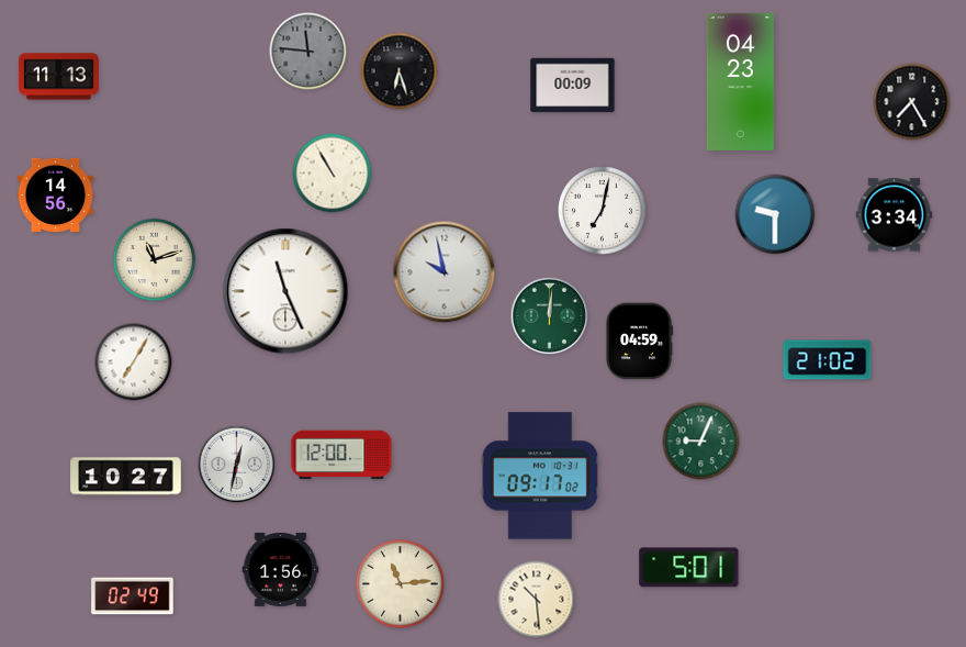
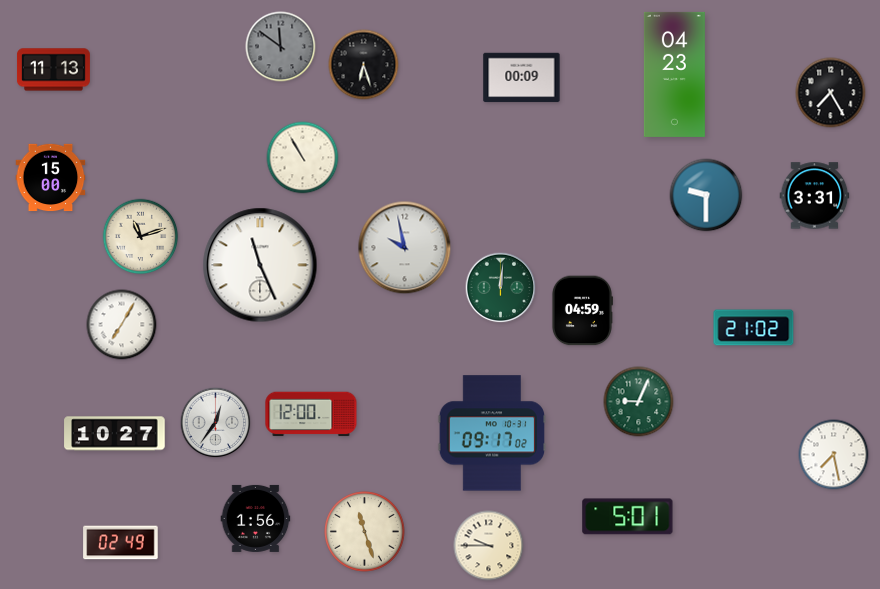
clock at (308, 52): 11:46 -> 11:51
clock at (56, 196): 14:56 -> 15:00
clock at (603, 211): 7:02 -> none
clock at (895, 215): 3:34 -> 3:31
clock at (134, 362) position: (134, 362) -> (122, 325)
clock at (237, 465): 12:32 -> 12:36
clock at (834, 455): none -> 7:28
clock at (401, 584): 11:14 -> 11:27
clock at (537, 600): 10:29 -> 9:45
